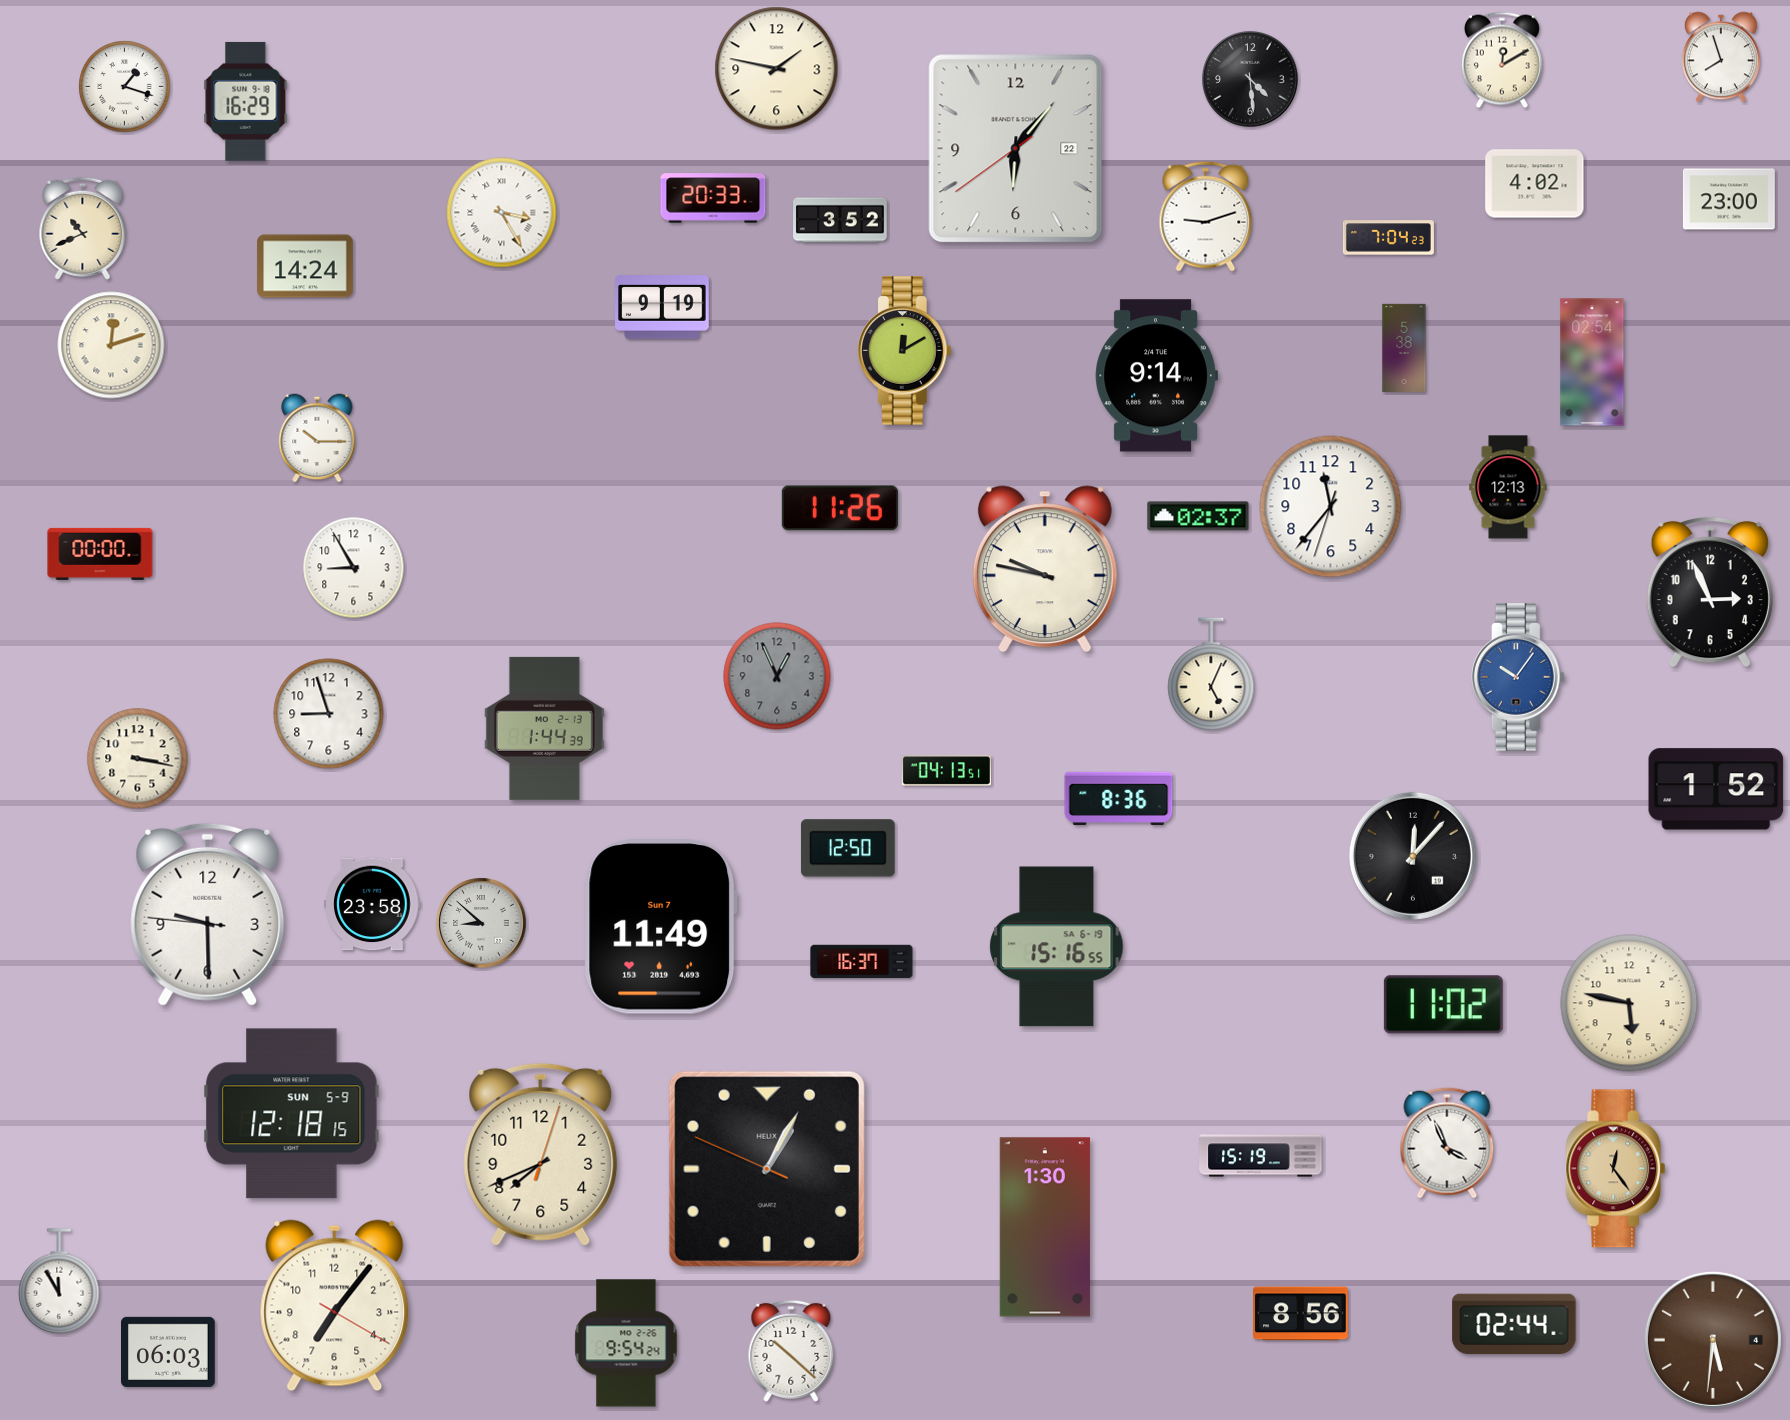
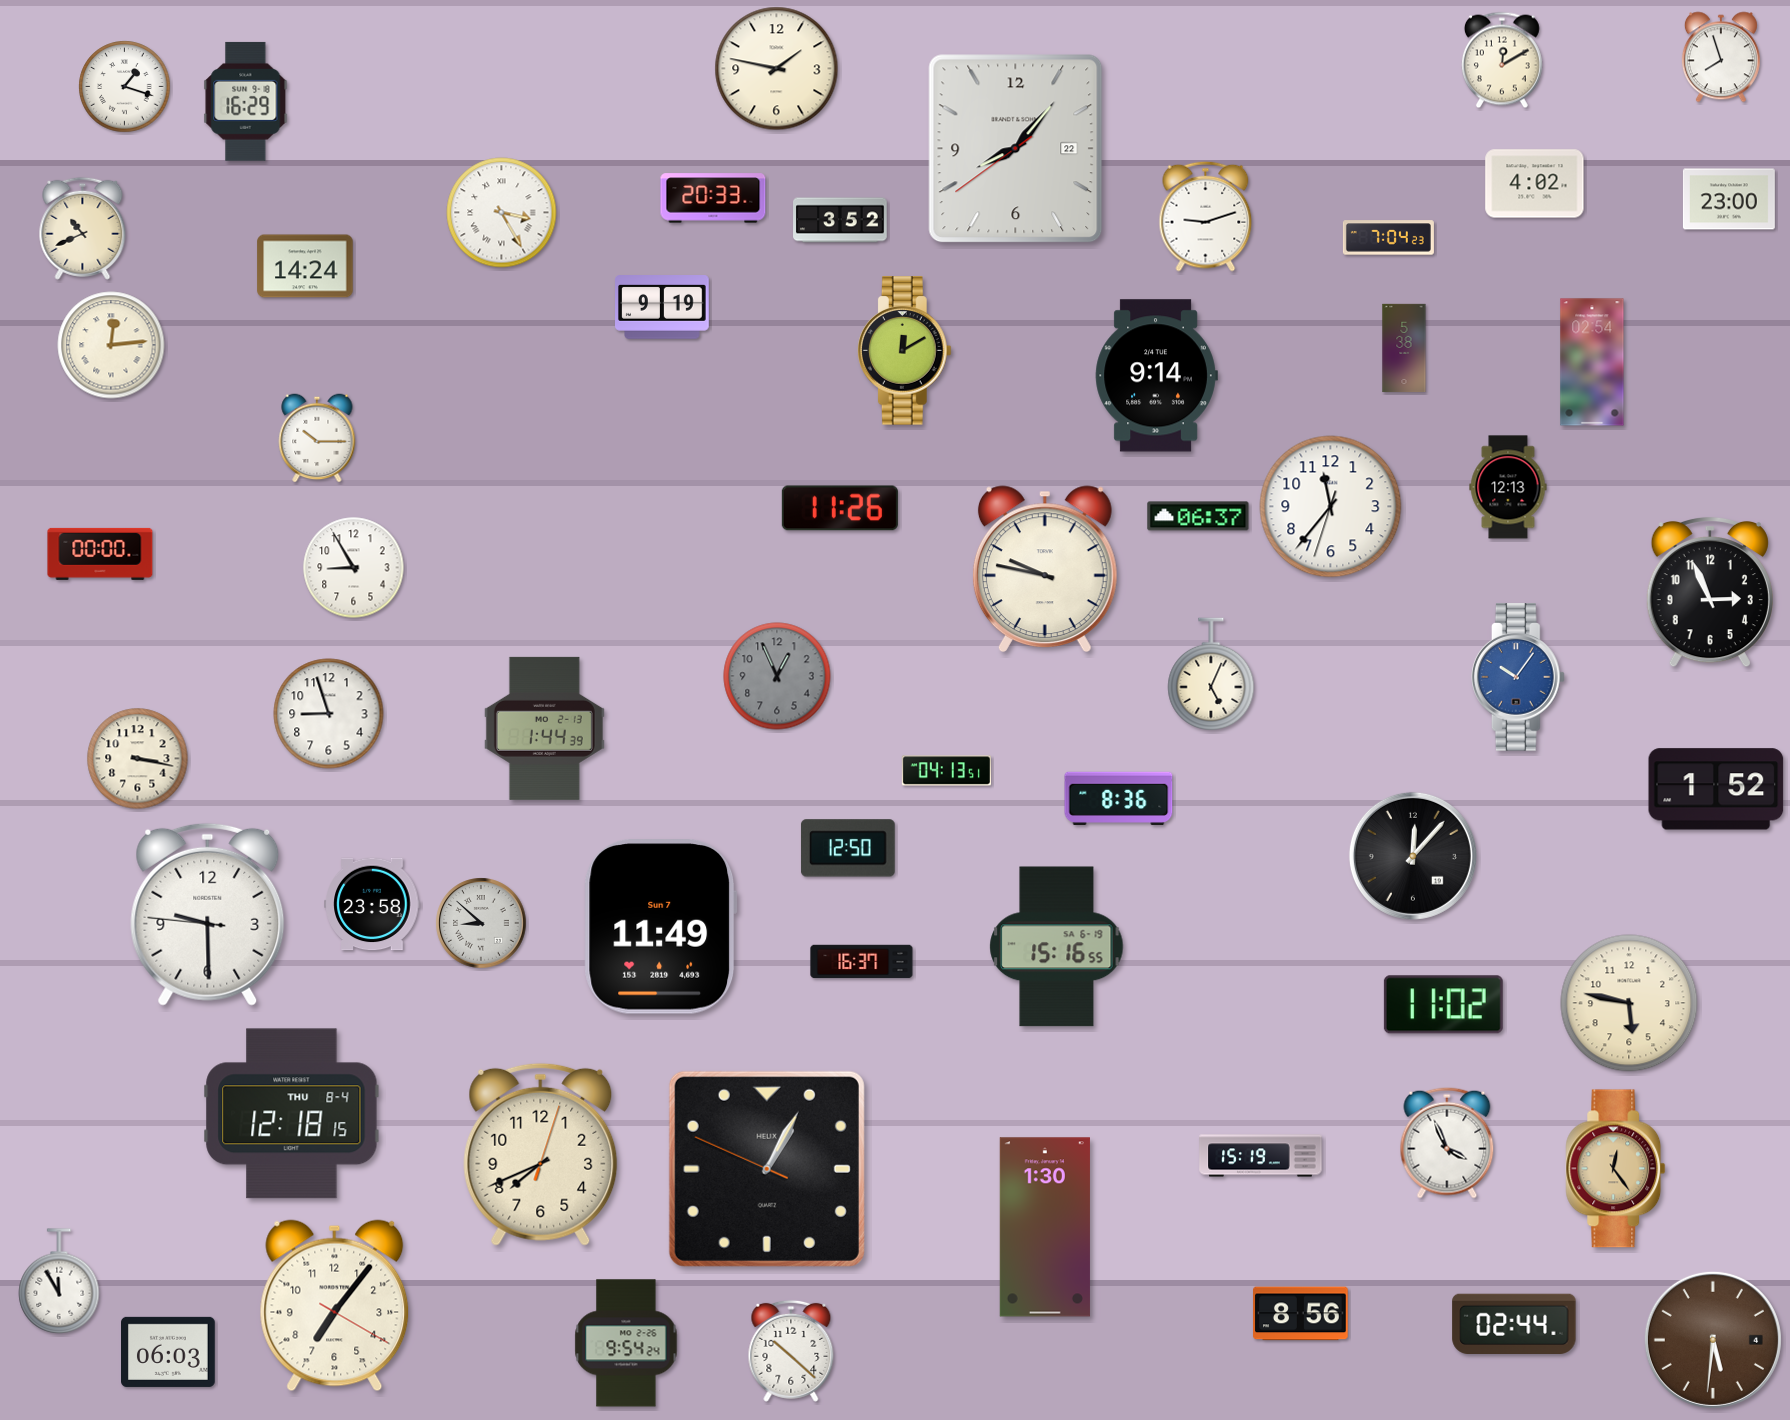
clock at (1250, 79): 4:29 -> none
clock at (1016, 149): 6:06 -> 8:06
clock at (111, 345): 12:12 -> 12:14
clock at (1198, 516): 02:37 -> 06:37
clock at (292, 1114) date: SUN 5-9 -> THU 8-4
